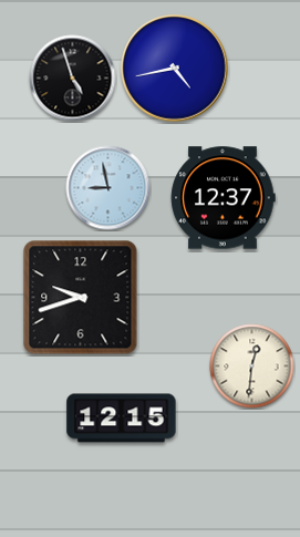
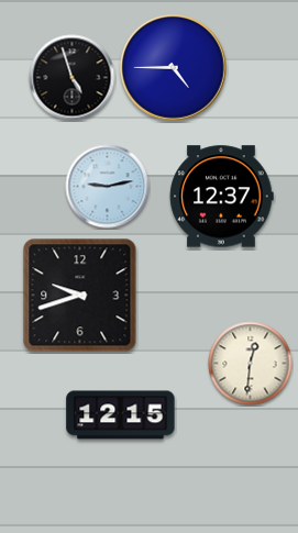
clock at (175, 69): 4:43 -> 4:45
clock at (108, 188): 8:58 -> 9:13
